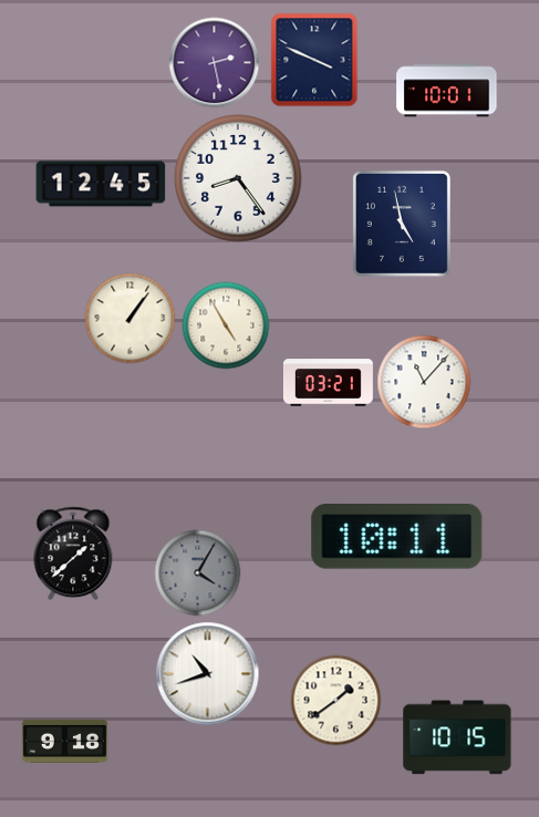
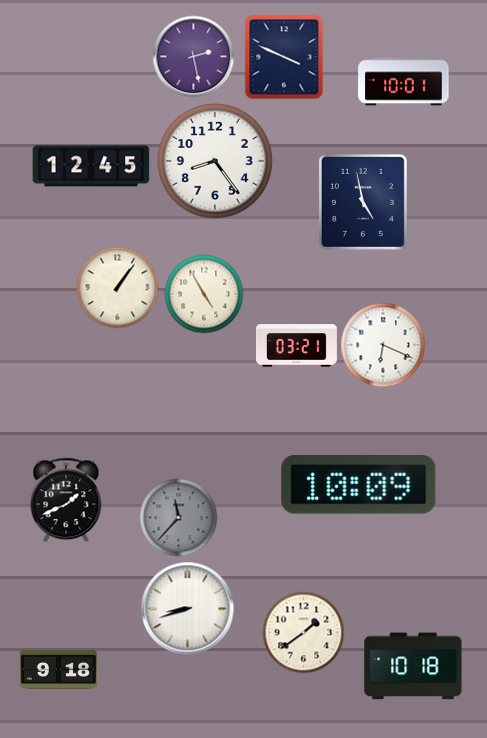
clock at (314, 60) position: (314, 60) -> (284, 57)
clock at (424, 382): 11:07 -> 6:19
clock at (397, 537): 10:11 -> 10:09
clock at (73, 554): 1:38 -> 1:41
clock at (197, 572): 4:05 -> 11:37
clock at (207, 673): 10:42 -> 8:42
clock at (457, 737): 10:15 -> 10:18
